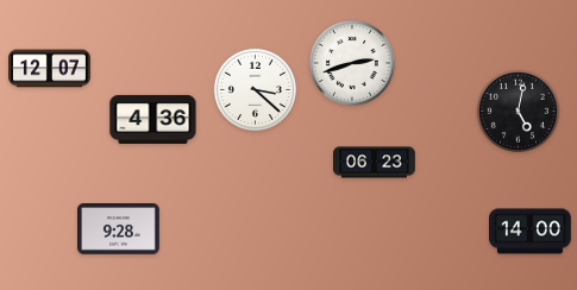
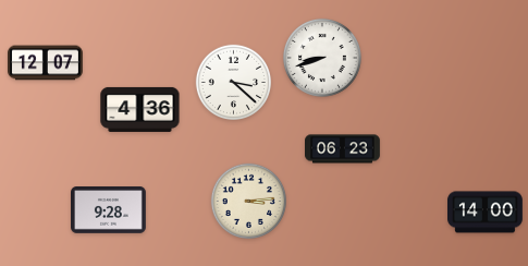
clock at (352, 63): 2:42 -> 8:42
clock at (518, 111): 5:02 -> none
clock at (248, 201): none -> 3:14
